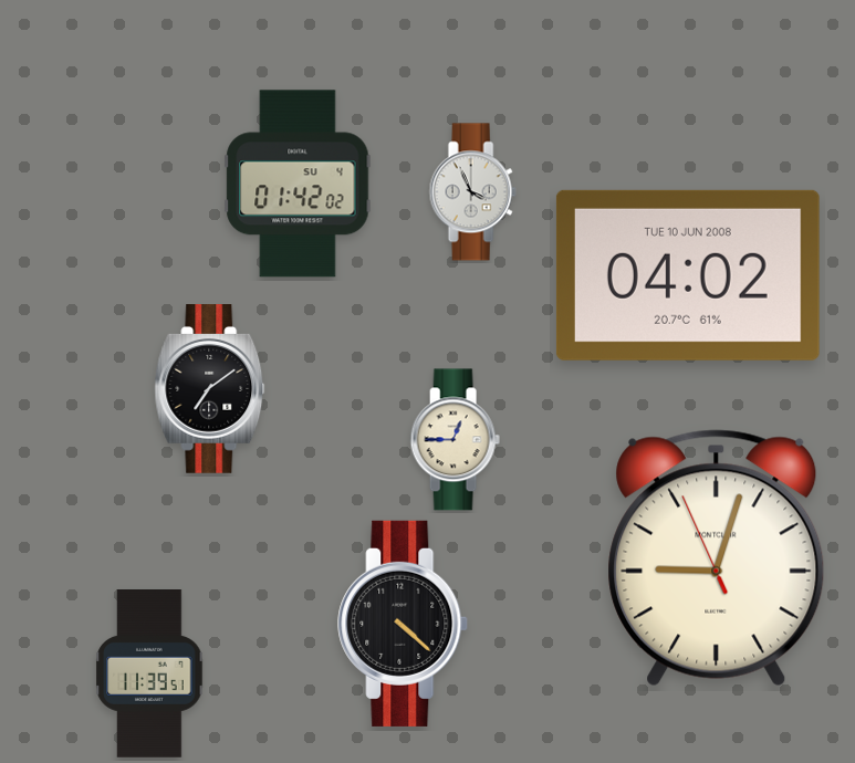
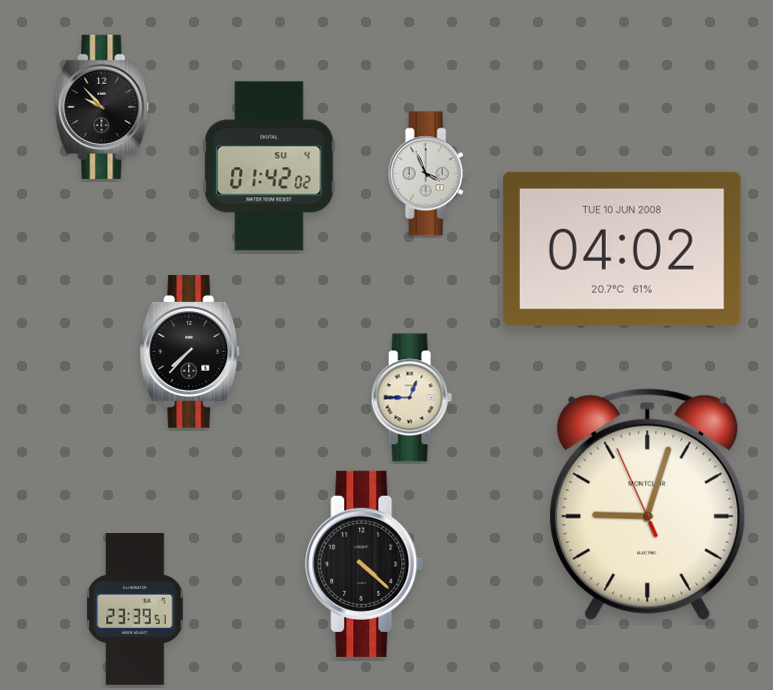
clock at (102, 107): none -> 9:53
clock at (210, 389): 7:09 -> 7:37
clock at (149, 675): 11:39 -> 23:39
